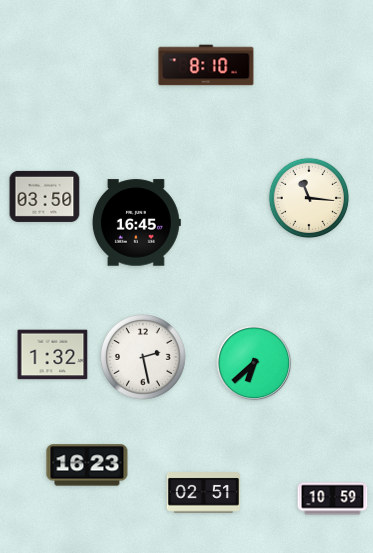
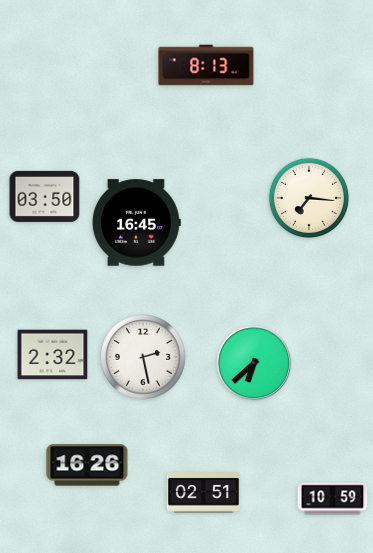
clock at (206, 65): 8:10 -> 8:13
clock at (309, 198): 11:16 -> 7:16
clock at (53, 355): 1:32 -> 2:32
clock at (87, 465): 16:23 -> 16:26
